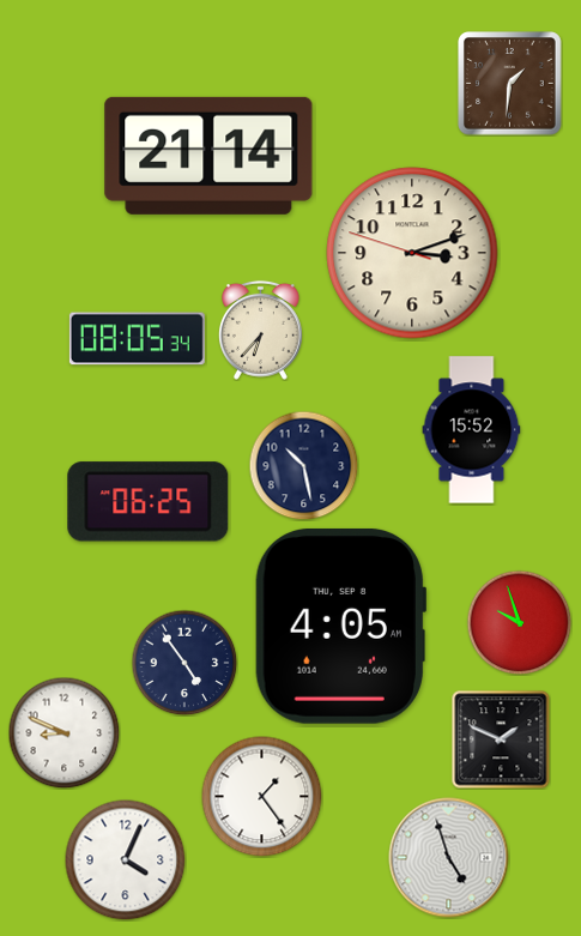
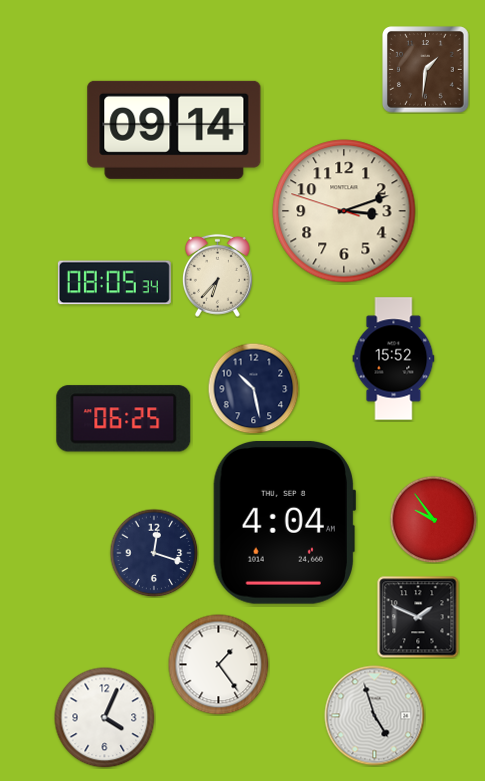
clock at (208, 156): 21:14 -> 09:14
clock at (519, 622): 9:57 -> 9:54
clock at (340, 626): 4:05 -> 4:04
clock at (184, 663): 4:54 -> 12:18
clock at (63, 732): 8:49 -> none
